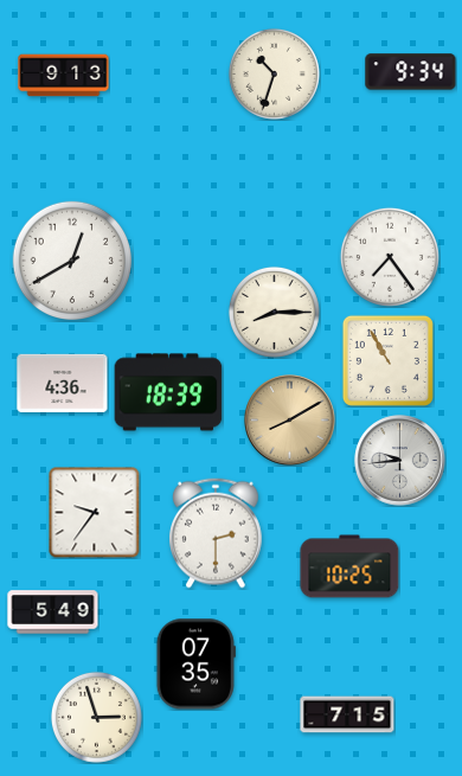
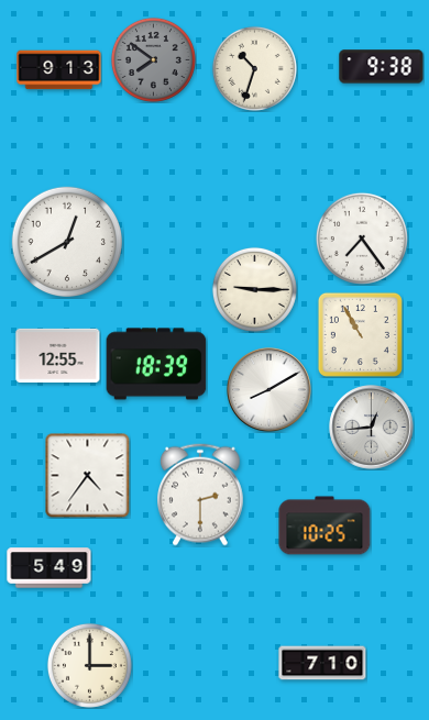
clock at (153, 59): none -> 7:51
clock at (411, 72): 9:34 -> 9:38
clock at (274, 312): 8:15 -> 9:15
clock at (63, 383): 4:36 -> 12:55
clock at (290, 421) dial: champagne -> white
clock at (400, 461): 9:44 -> 12:44
clock at (94, 512): 9:36 -> 4:36
clock at (195, 665): 07:35 -> none
clock at (347, 714): 7:15 -> 7:10
clock at (96, 717): 2:57 -> 3:00
